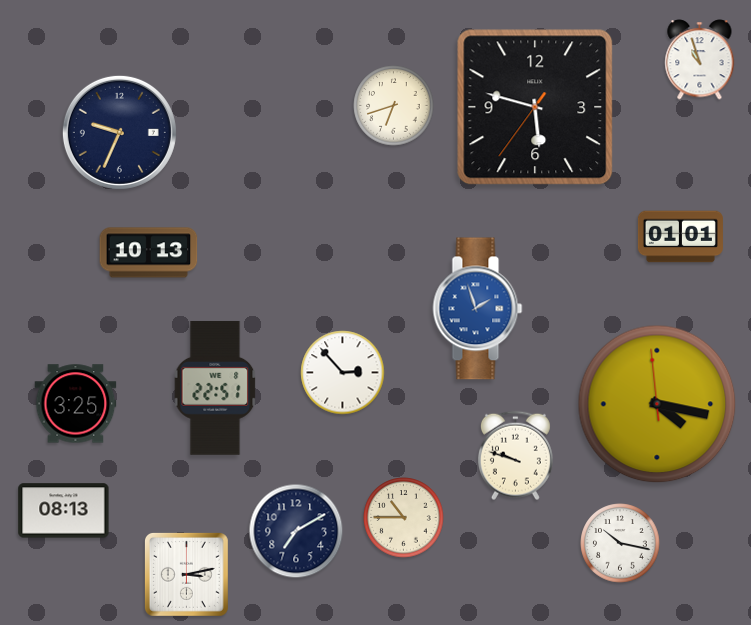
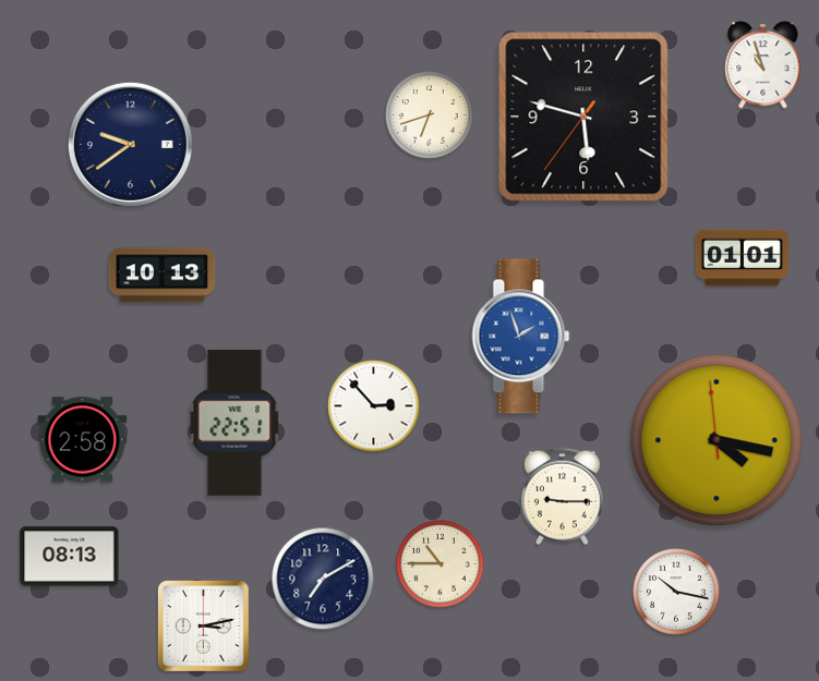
clock at (119, 132): 9:34 -> 9:39
clock at (76, 404): 3:25 -> 2:58
clock at (515, 456): 9:48 -> 9:15
